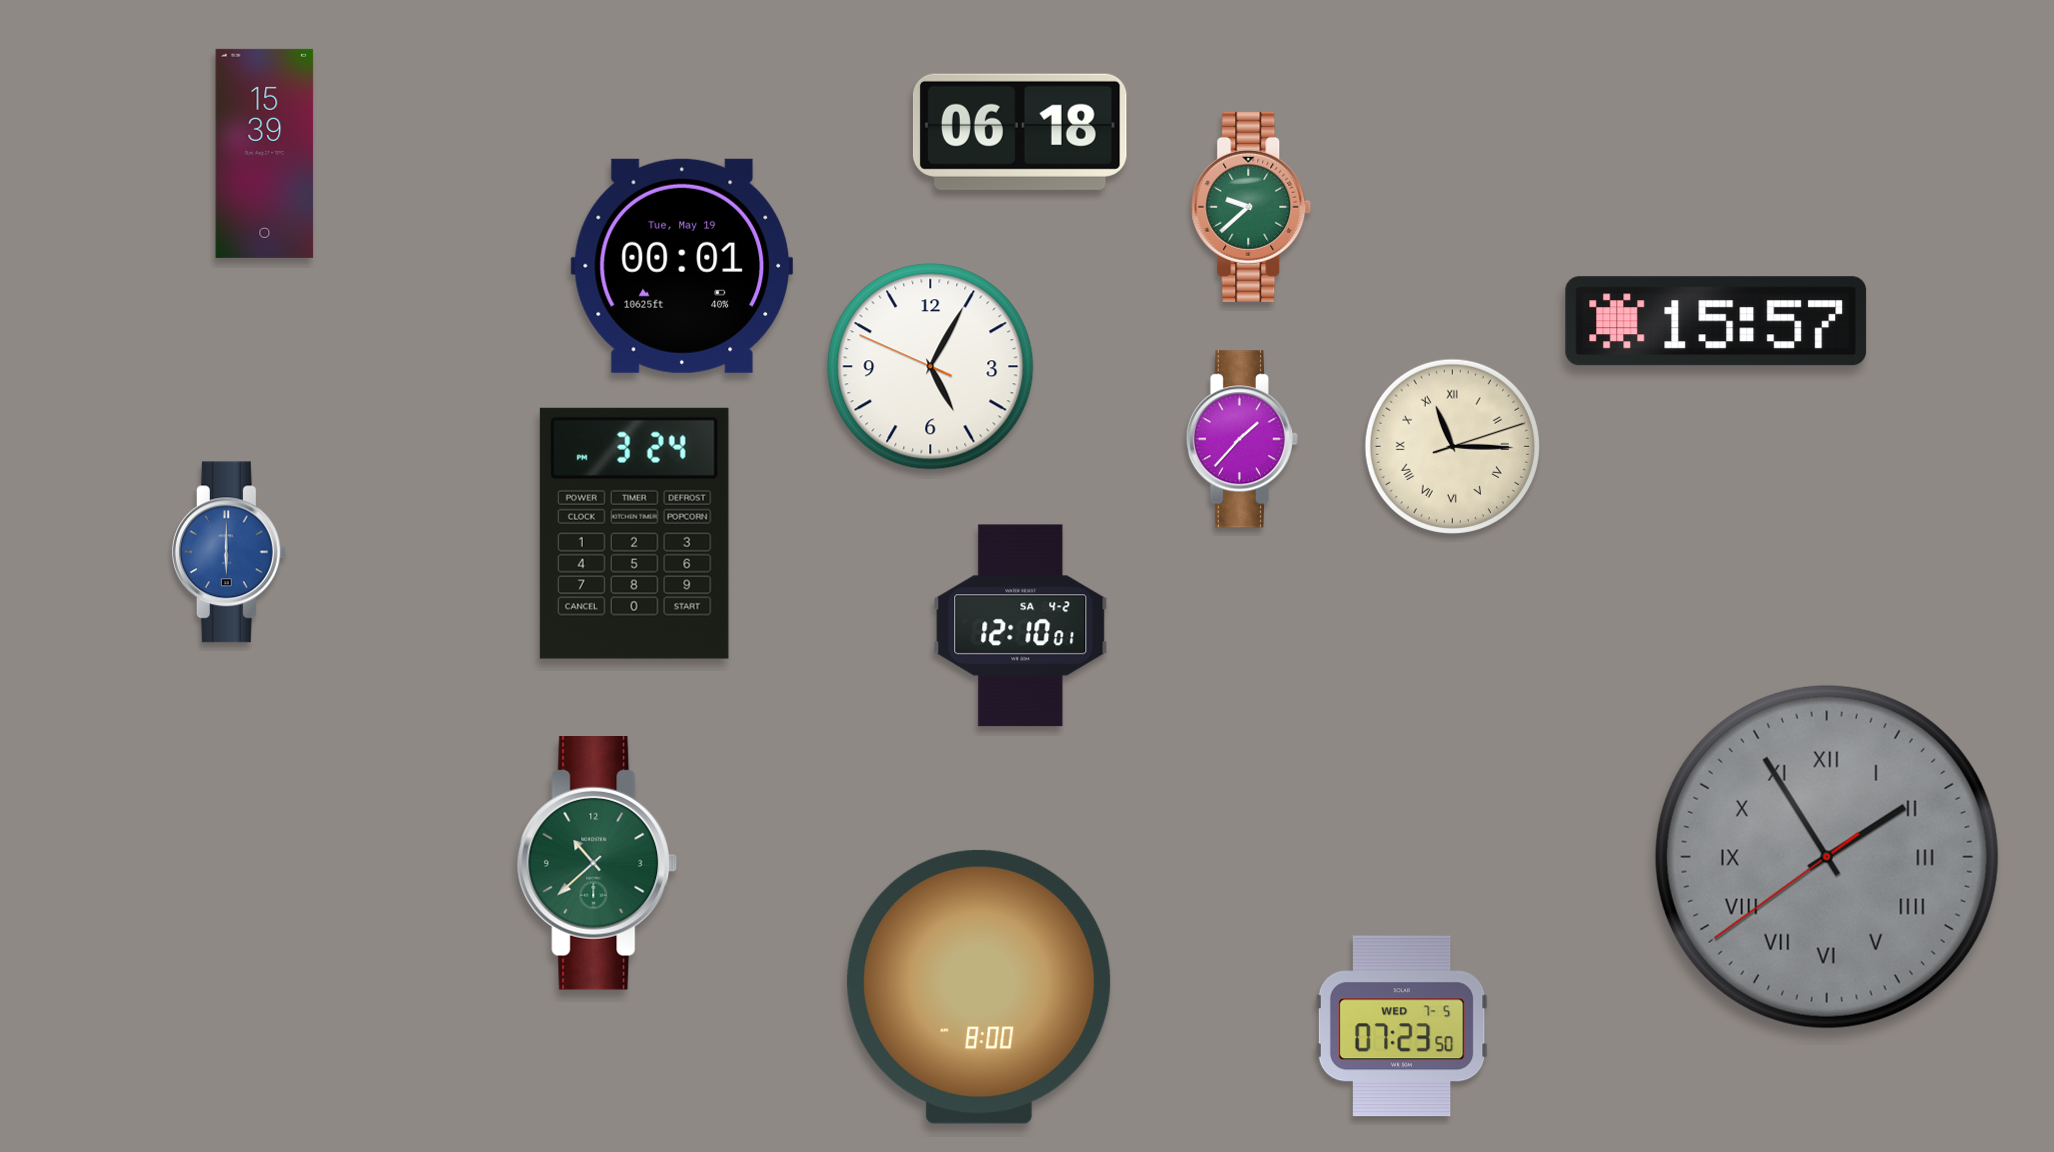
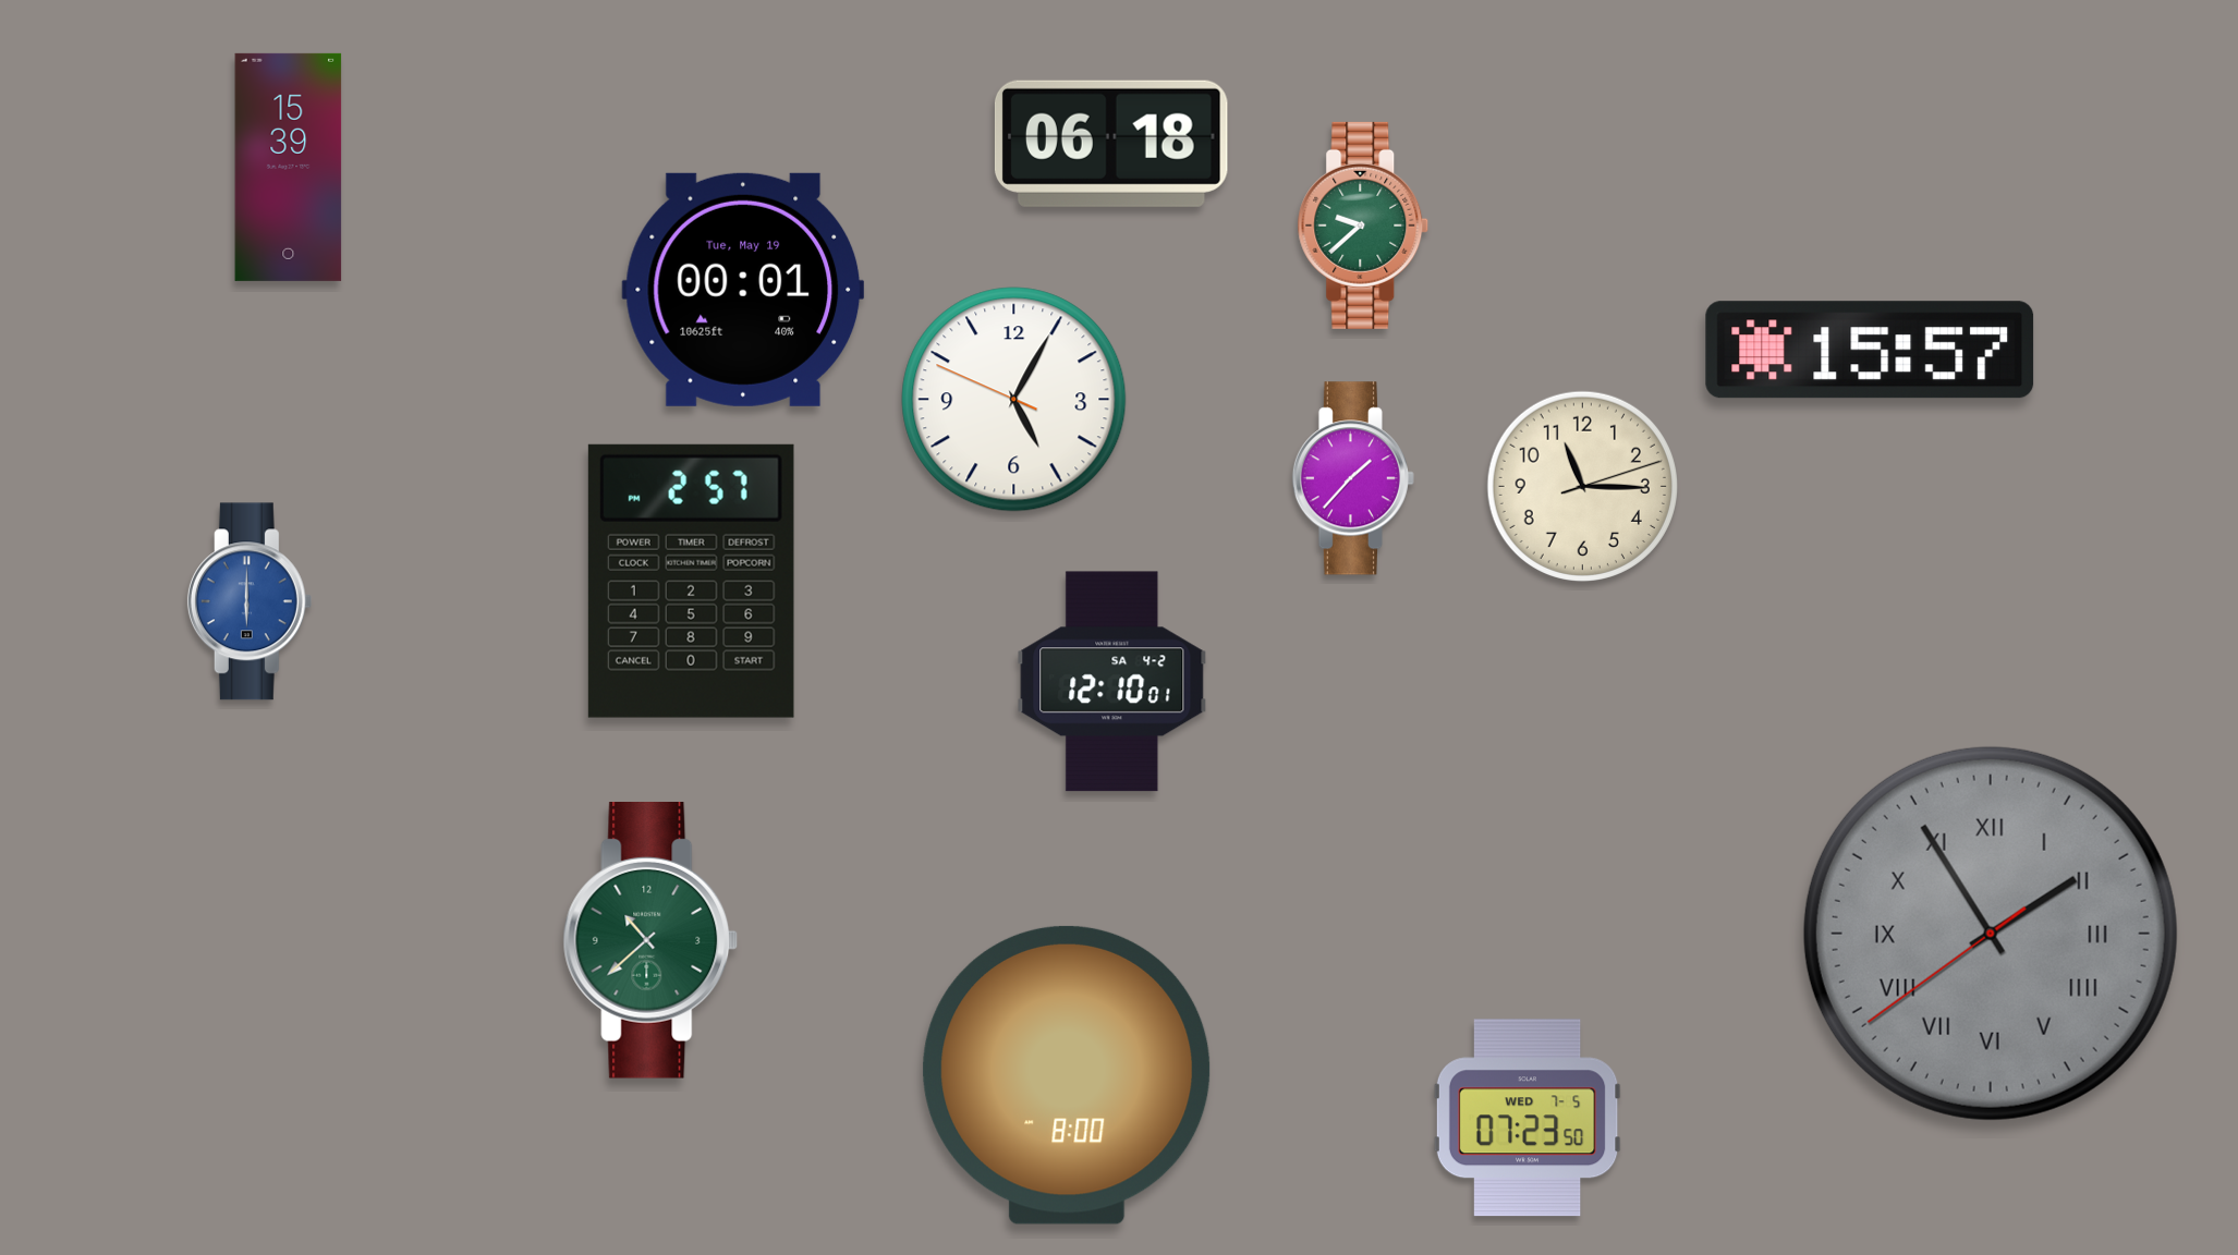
clock at (1452, 446) numerals: Roman -> Arabic
clock at (634, 533): 3:24 -> 2:57
